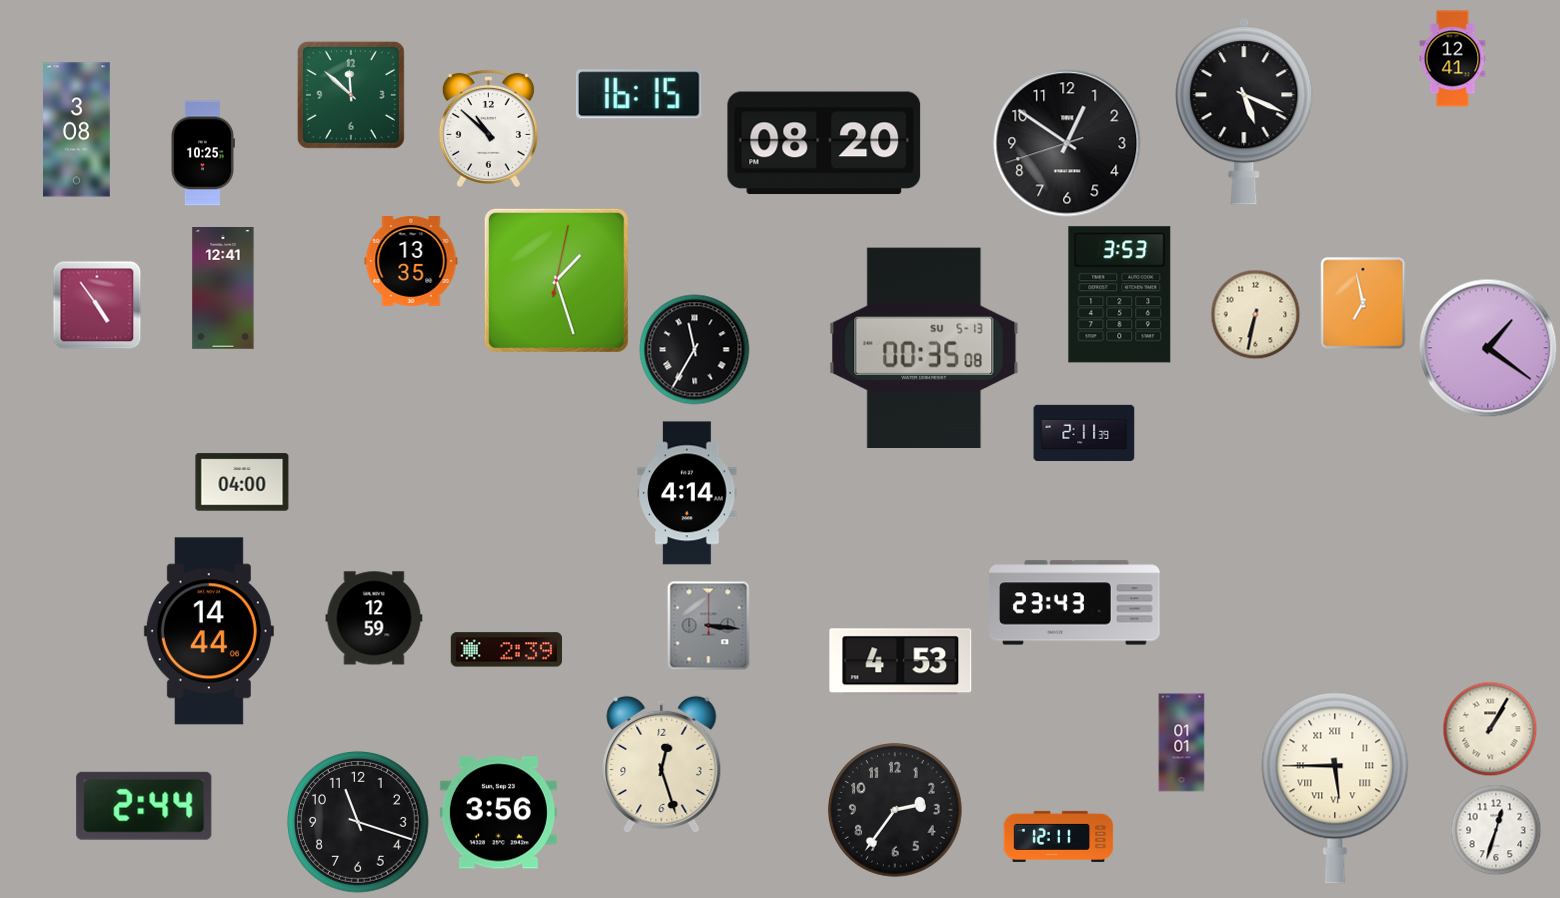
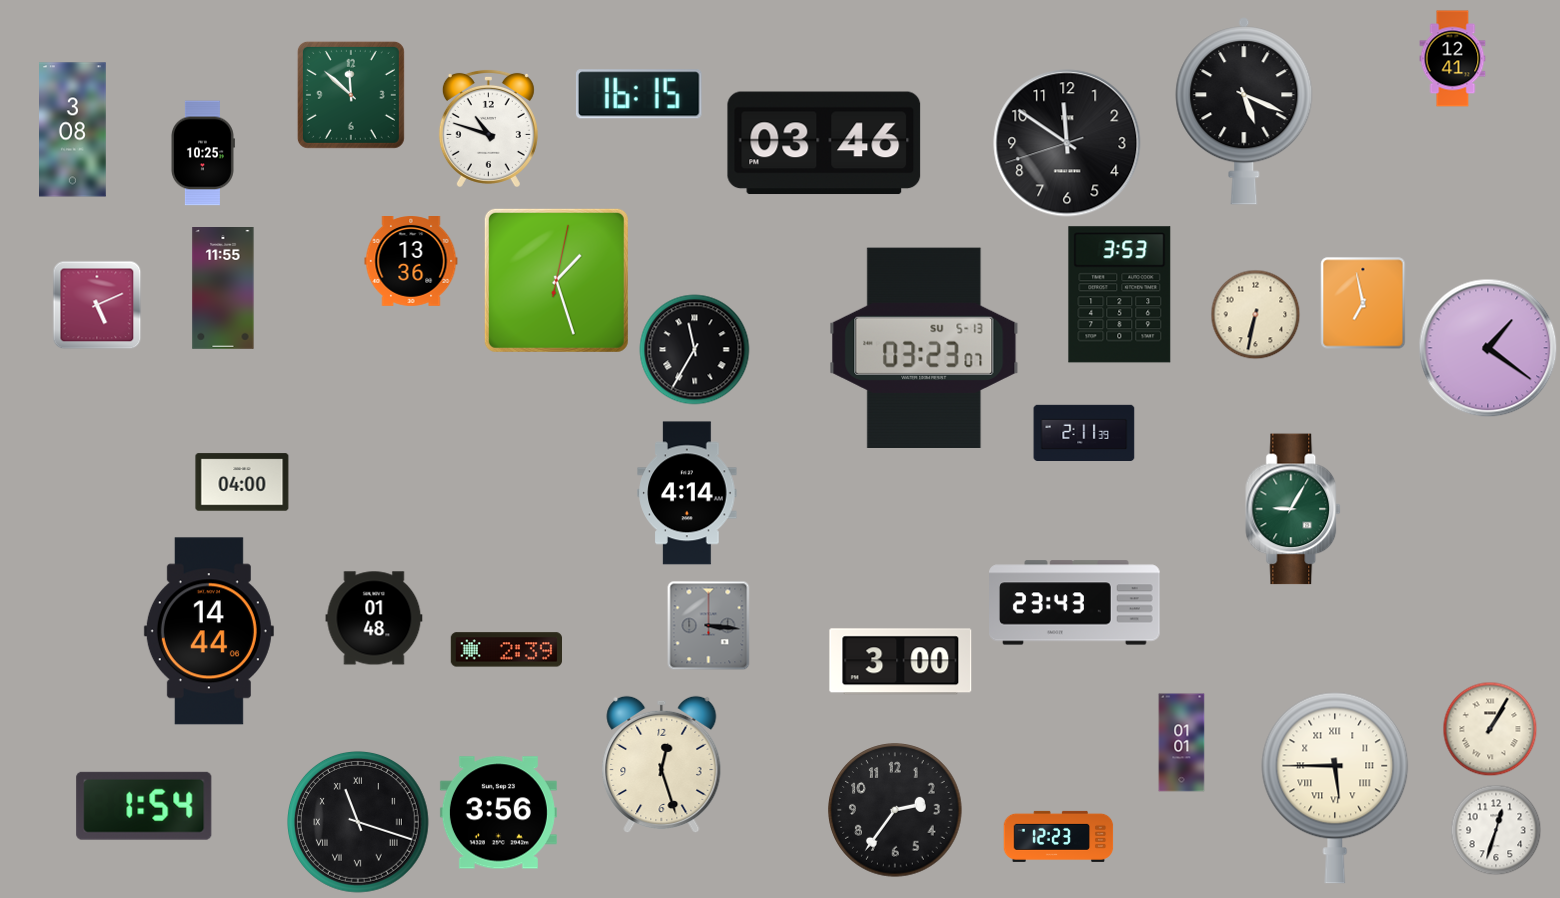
clock at (488, 128): 10:52 -> 10:48
clock at (77, 130) position: (77, 130) -> (73, 130)
clock at (824, 143): 08:20 -> 03:46
clock at (1067, 143): 12:50 -> 11:50
clock at (411, 262): 13:35 -> 13:36
clock at (223, 289): 12:41 -> 11:55
clock at (97, 305): 4:54 -> 5:11
clock at (924, 347): 00:35 -> 03:23
clock at (1294, 509): none -> 9:05
clock at (374, 618): 12:59 -> 01:48
clock at (901, 662): 4:53 -> 3:00
clock at (144, 806): 2:44 -> 1:54
clock at (359, 823) numerals: Arabic -> Roman
clock at (1059, 836): 12:11 -> 12:23
